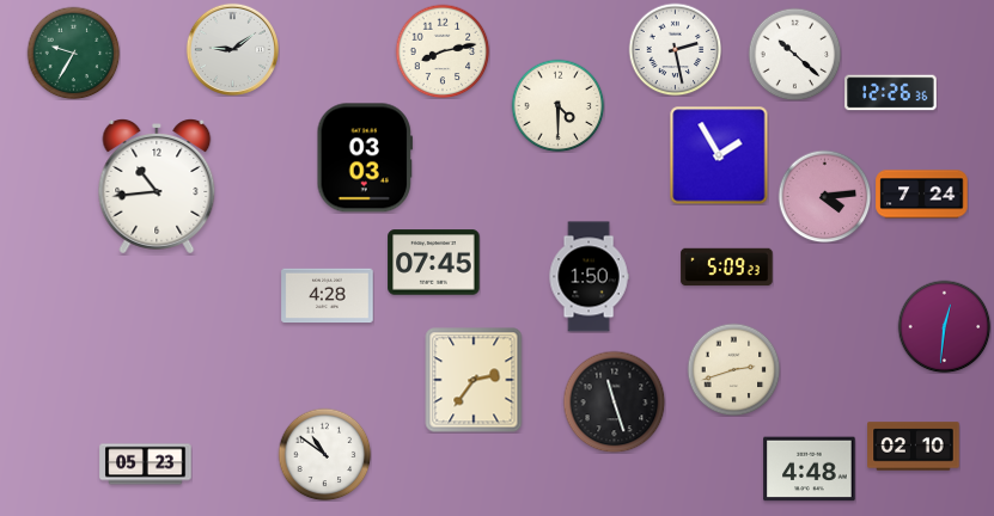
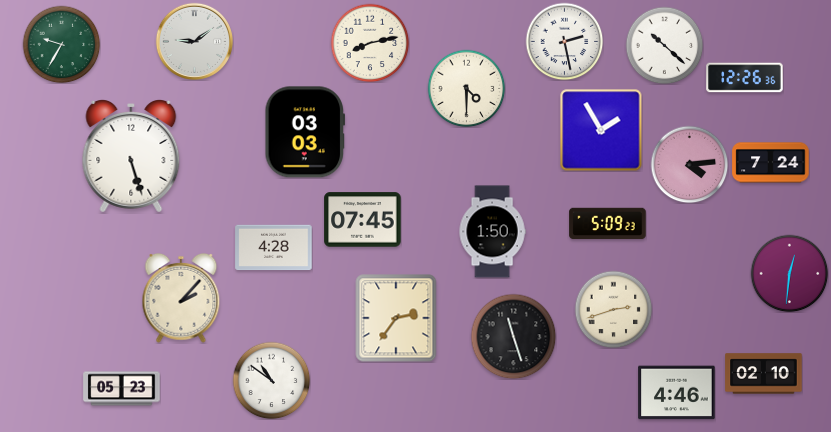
clock at (157, 188): 10:44 -> 5:27
clock at (181, 298): none -> 2:07
clock at (810, 469): 4:48 -> 4:46
